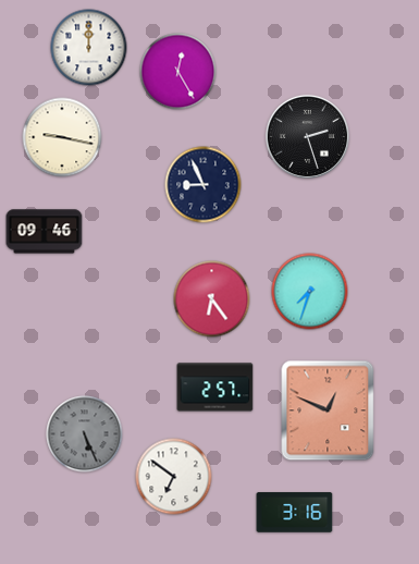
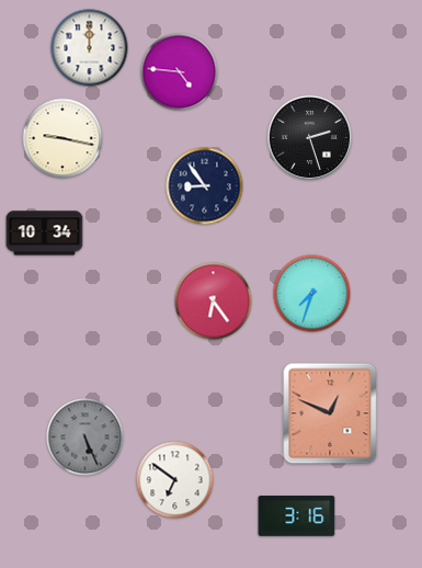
clock at (178, 72): 12:25 -> 4:46
clock at (204, 185): 8:56 -> 8:54
clock at (45, 232): 09:46 -> 10:34
clock at (215, 388): 2:57 -> none
